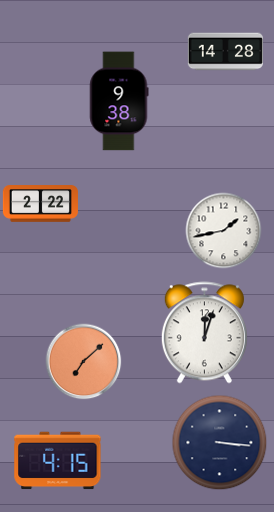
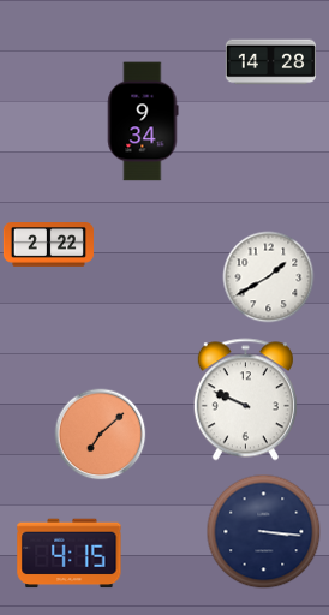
clock at (119, 101): 9:38 -> 9:34
clock at (224, 231): 1:43 -> 1:40
clock at (204, 333): 12:03 -> 9:49
